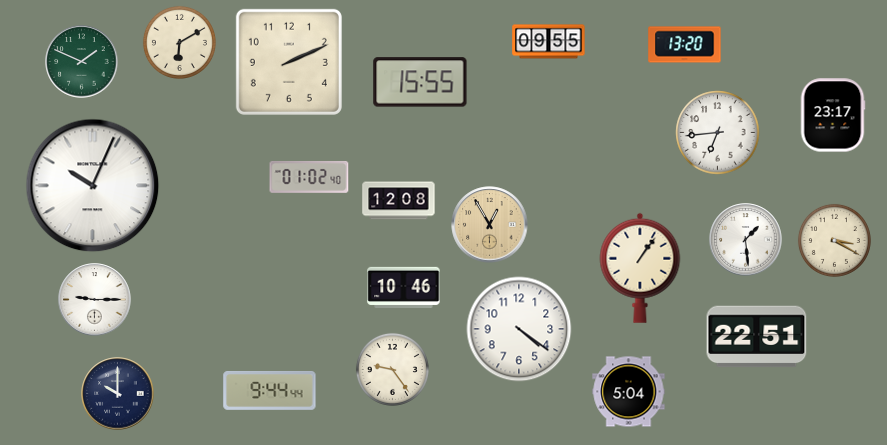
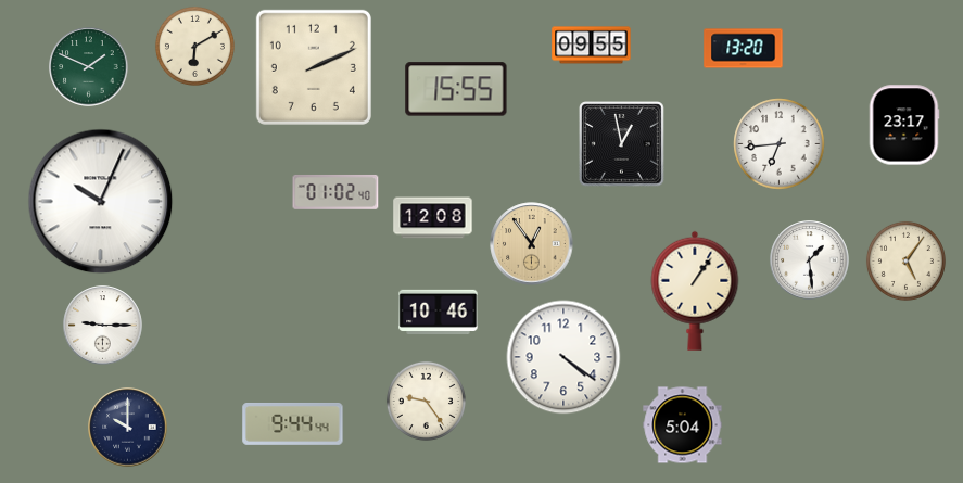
clock at (549, 42) position: (549, 42) -> (592, 46)
clock at (622, 144): none -> 12:58
clock at (490, 225): 12:55 -> 12:54
clock at (834, 240): 3:20 -> 5:06
clock at (757, 337): 22:51 -> none
